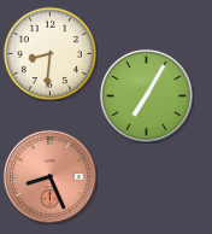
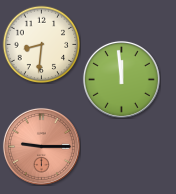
clock at (146, 95): 7:05 -> 11:59
clock at (49, 176): 8:26 -> 9:15
